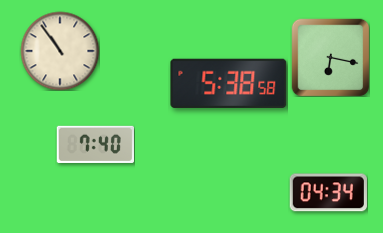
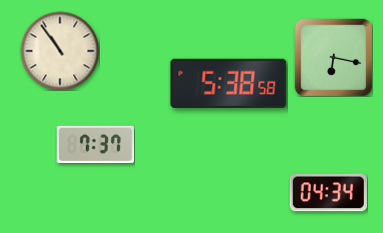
clock at (330, 57) position: (330, 57) -> (333, 57)
clock at (95, 144): 7:40 -> 7:37
